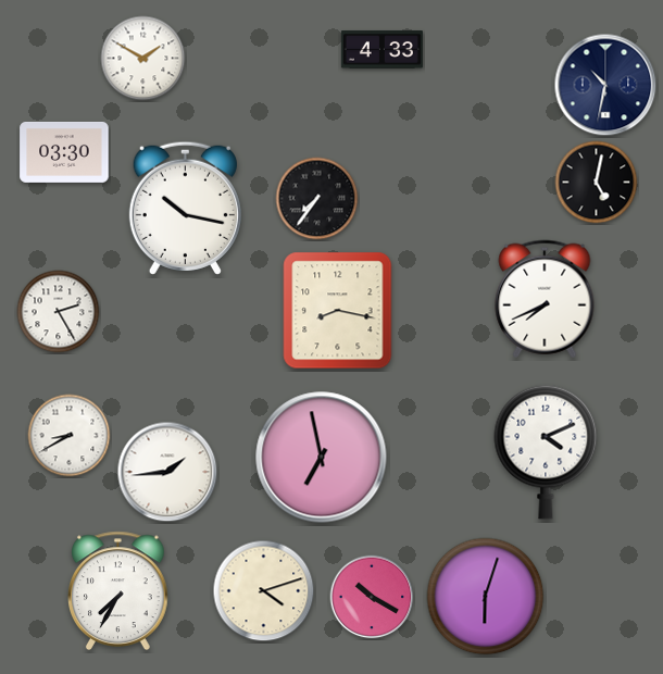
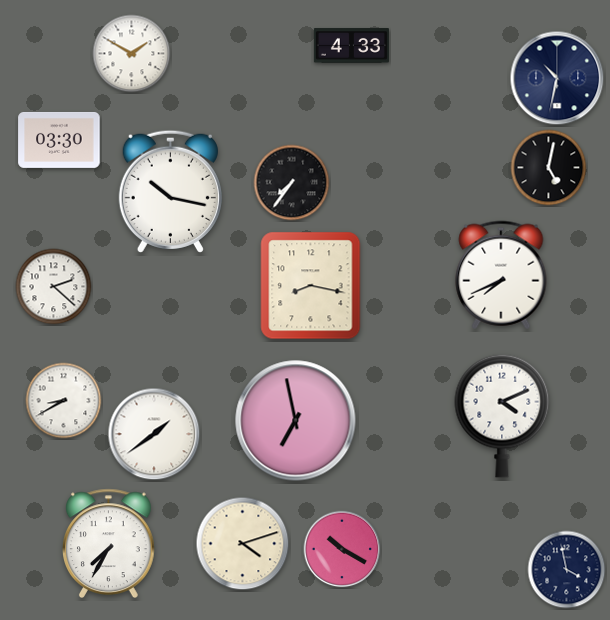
clock at (59, 312): 2:25 -> 2:22
clock at (167, 472): 1:44 -> 1:39
clock at (486, 597): 6:03 -> none
clock at (567, 570): none -> 3:58
